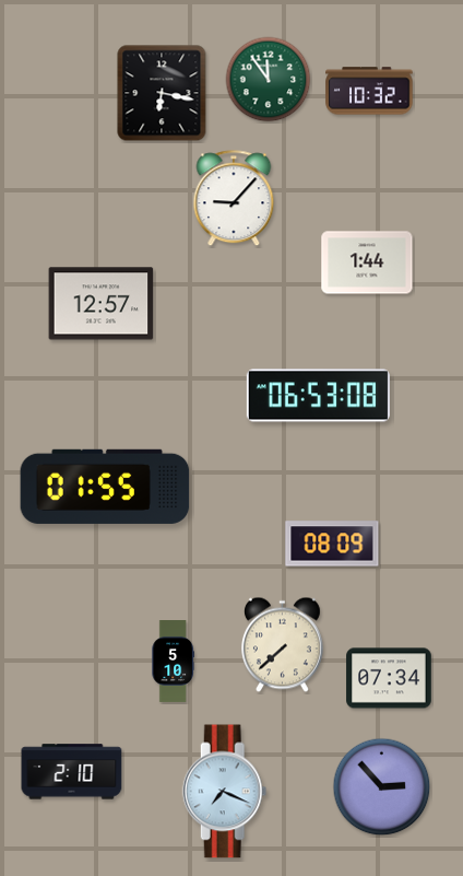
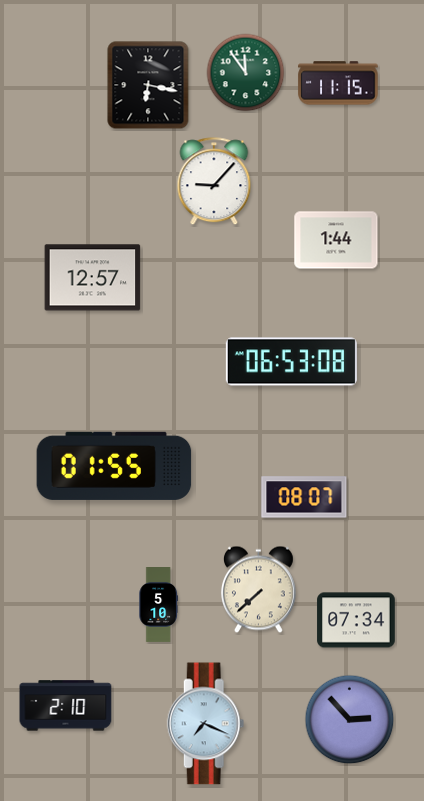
clock at (369, 91): 10:32 -> 11:15
clock at (105, 487) position: (105, 487) -> (114, 466)
clock at (332, 544): 08:09 -> 08:07
